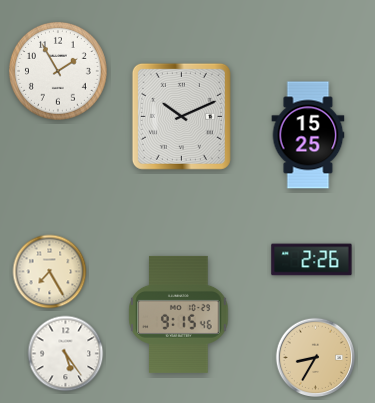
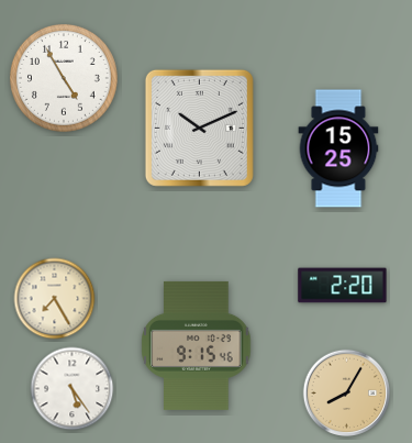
clock at (58, 71): 1:55 -> 4:55
clock at (312, 260): 2:26 -> 2:20
clock at (316, 358): 8:35 -> 8:05
